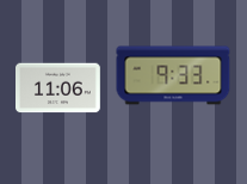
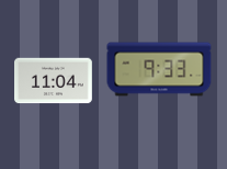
clock at (58, 88): 11:06 -> 11:04
